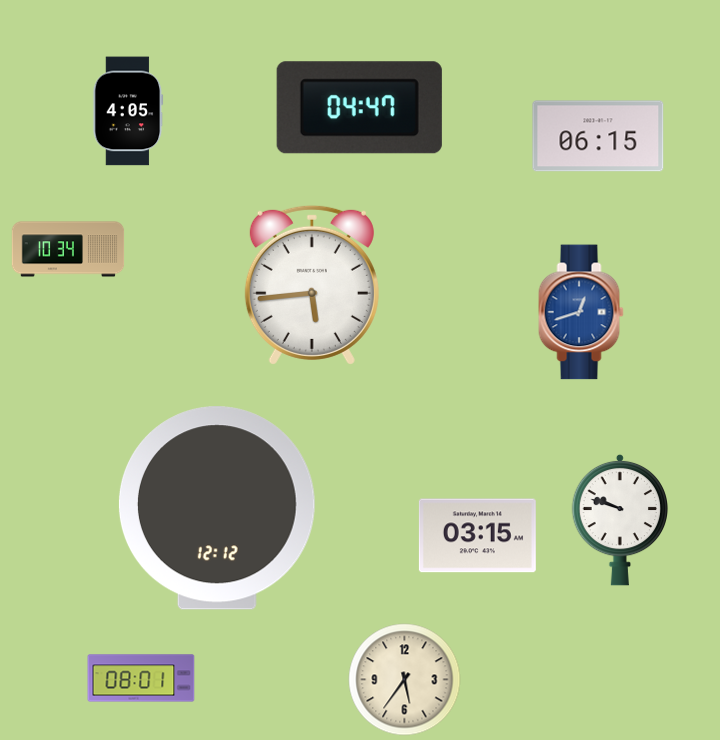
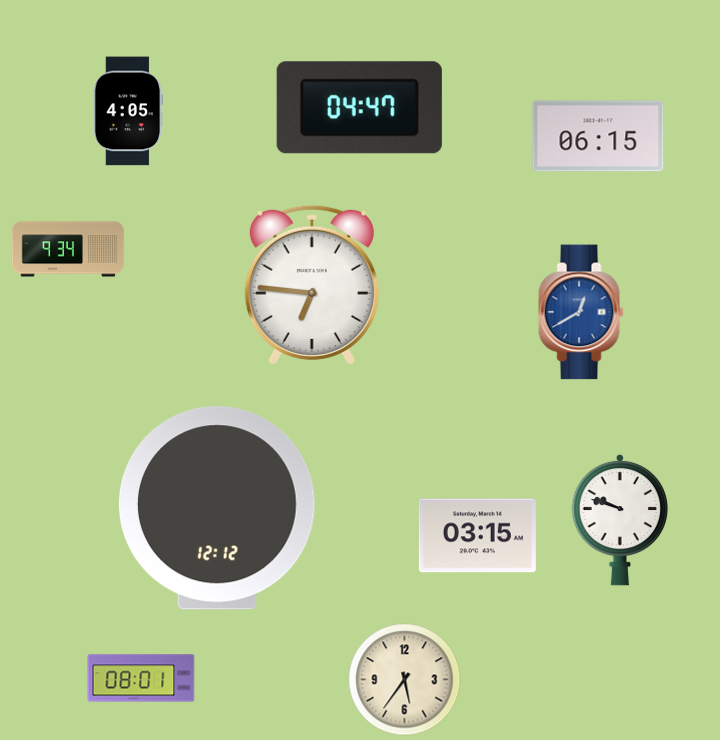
clock at (68, 249): 10:34 -> 9:34
clock at (312, 285): 5:44 -> 6:46
clock at (581, 312): 12:42 -> 12:40
